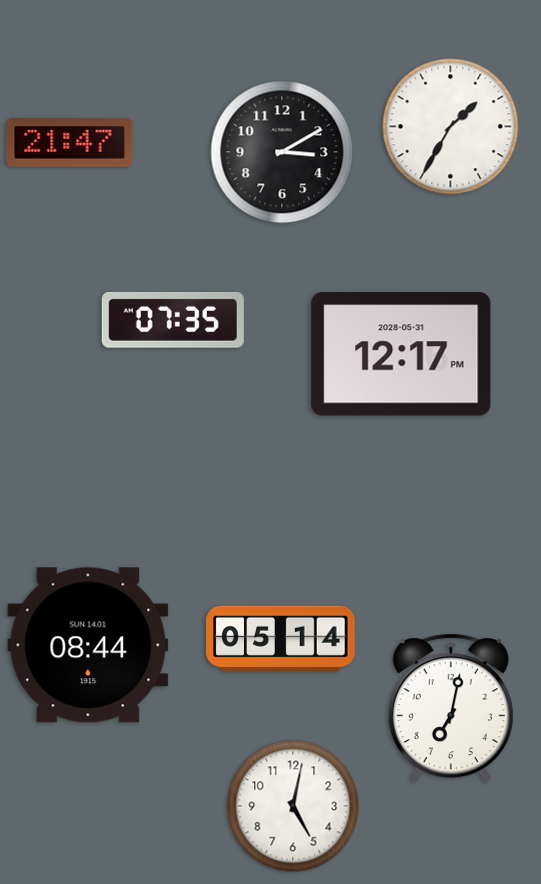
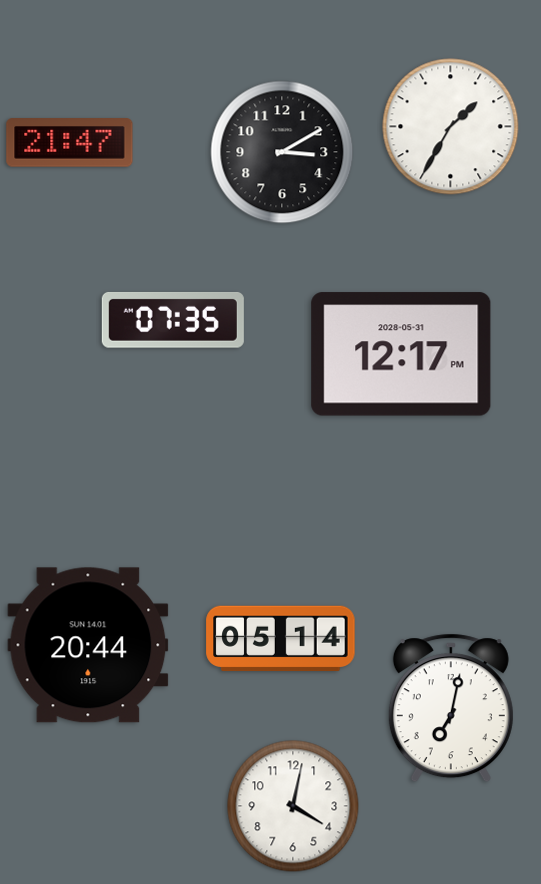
clock at (88, 645): 08:44 -> 20:44
clock at (293, 806): 5:02 -> 4:02
